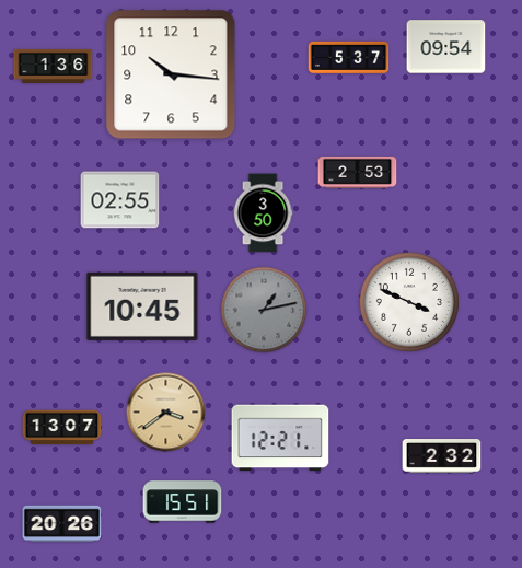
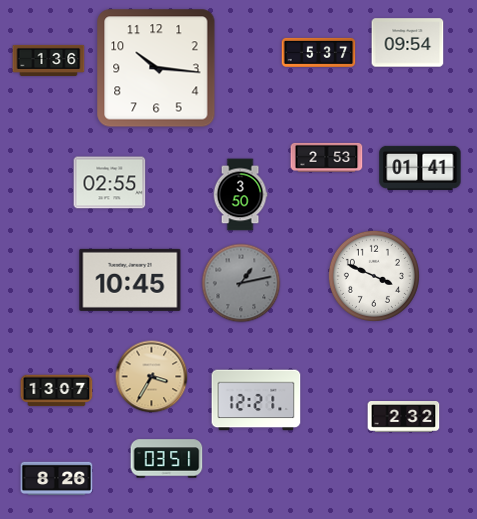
clock at (420, 168): none -> 01:41
clock at (166, 413): 3:39 -> 3:35
clock at (183, 502): 15:51 -> 03:51
clock at (62, 524): 20:26 -> 8:26
